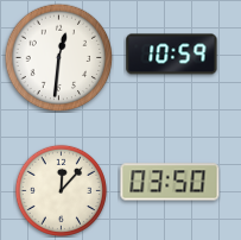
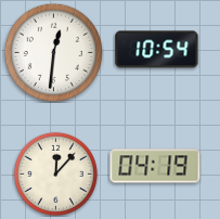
clock at (172, 55): 10:59 -> 10:54
clock at (170, 182): 03:50 -> 04:19
